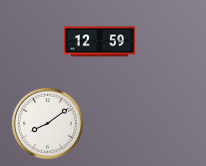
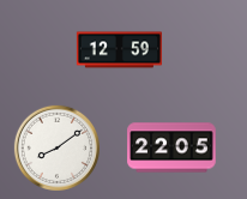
clock at (171, 147): none -> 22:05
